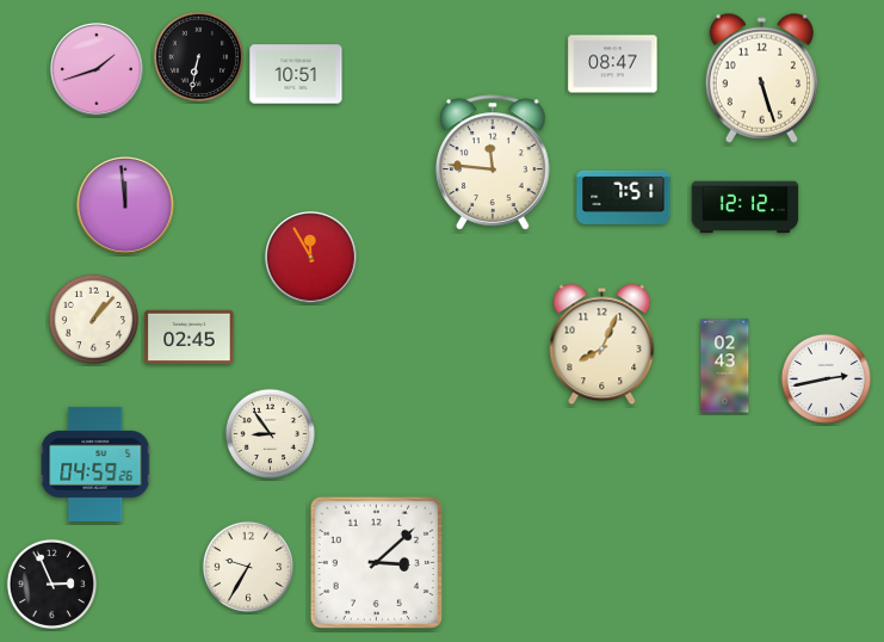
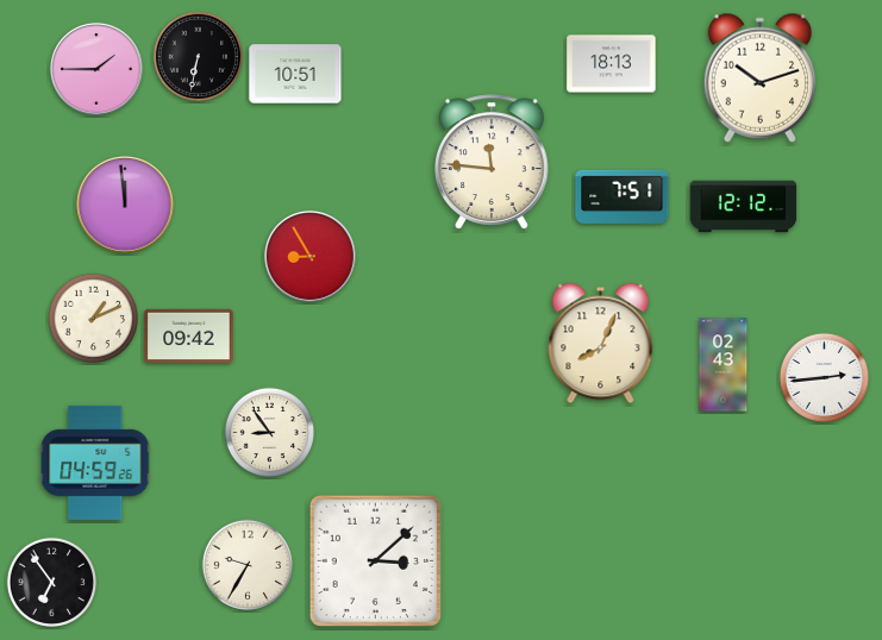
clock at (613, 64): 08:47 -> 18:13
clock at (98, 70): 1:42 -> 1:45
clock at (762, 78): 5:27 -> 10:12
clock at (311, 258): 11:55 -> 8:55
clock at (93, 319): 1:07 -> 1:11
clock at (190, 338): 02:45 -> 09:42
clock at (826, 378): 2:43 -> 2:44
clock at (51, 584): 2:56 -> 6:54
